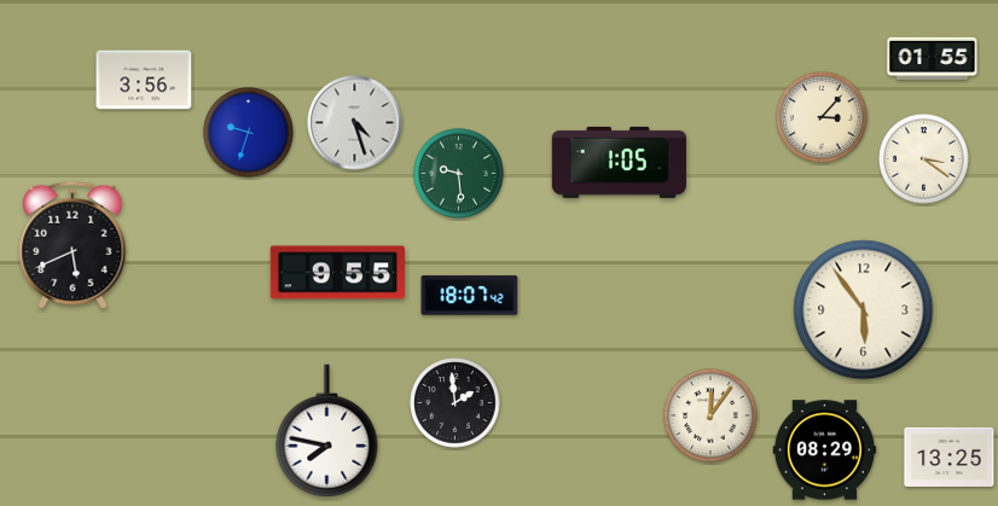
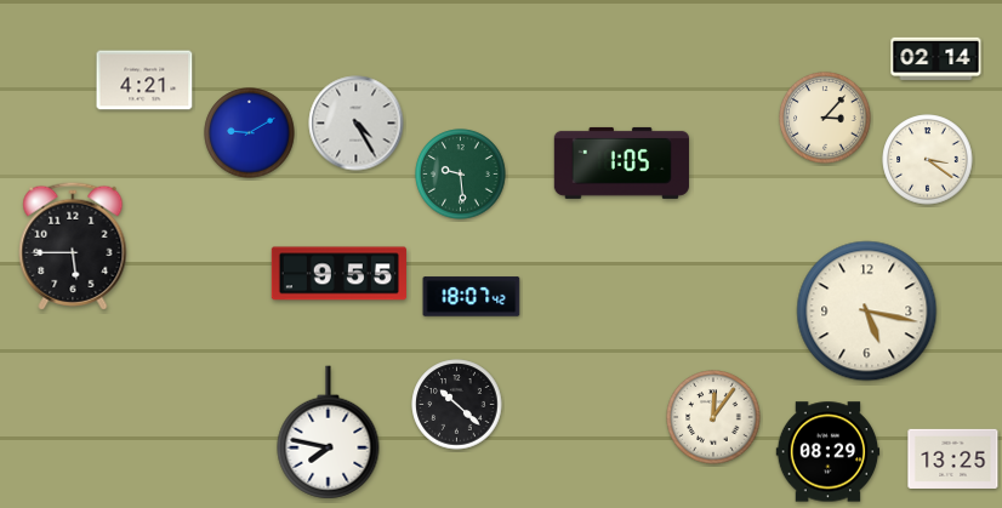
clock at (933, 58): 01:55 -> 02:14
clock at (144, 80): 3:56 -> 4:21
clock at (355, 123): 4:27 -> 4:25
clock at (249, 133): 9:33 -> 9:10
clock at (72, 245): 5:41 -> 5:45
clock at (864, 310): 5:54 -> 5:17
clock at (456, 403): 1:59 -> 10:22
